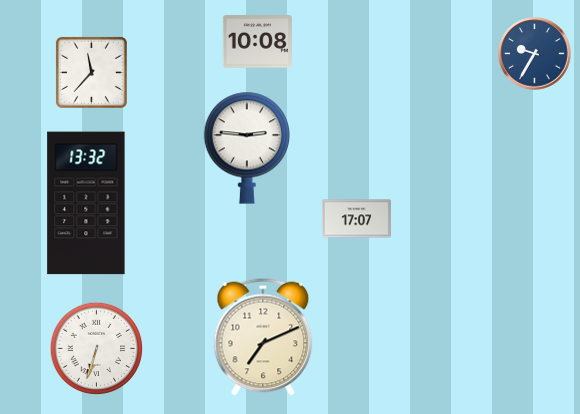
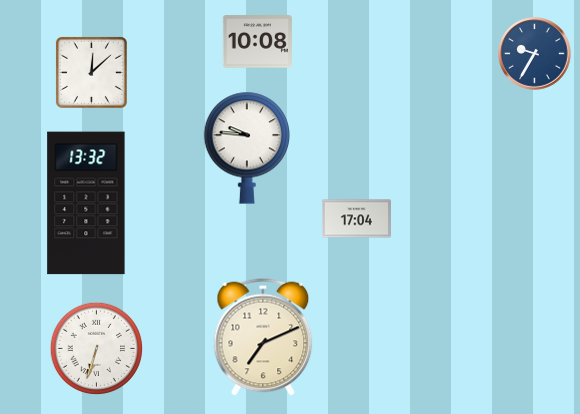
clock at (91, 72): 11:37 -> 12:08
clock at (247, 148): 2:46 -> 9:46
clock at (356, 219): 17:07 -> 17:04
